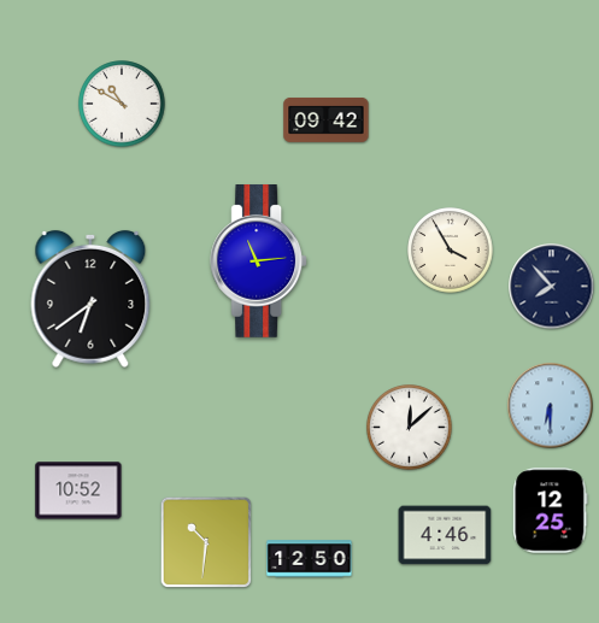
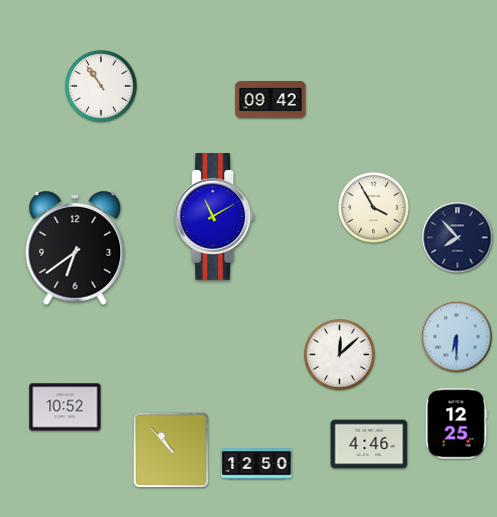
clock at (122, 104): 10:50 -> 10:54
clock at (259, 261): 11:14 -> 11:10
clock at (206, 542): 10:31 -> 10:53
